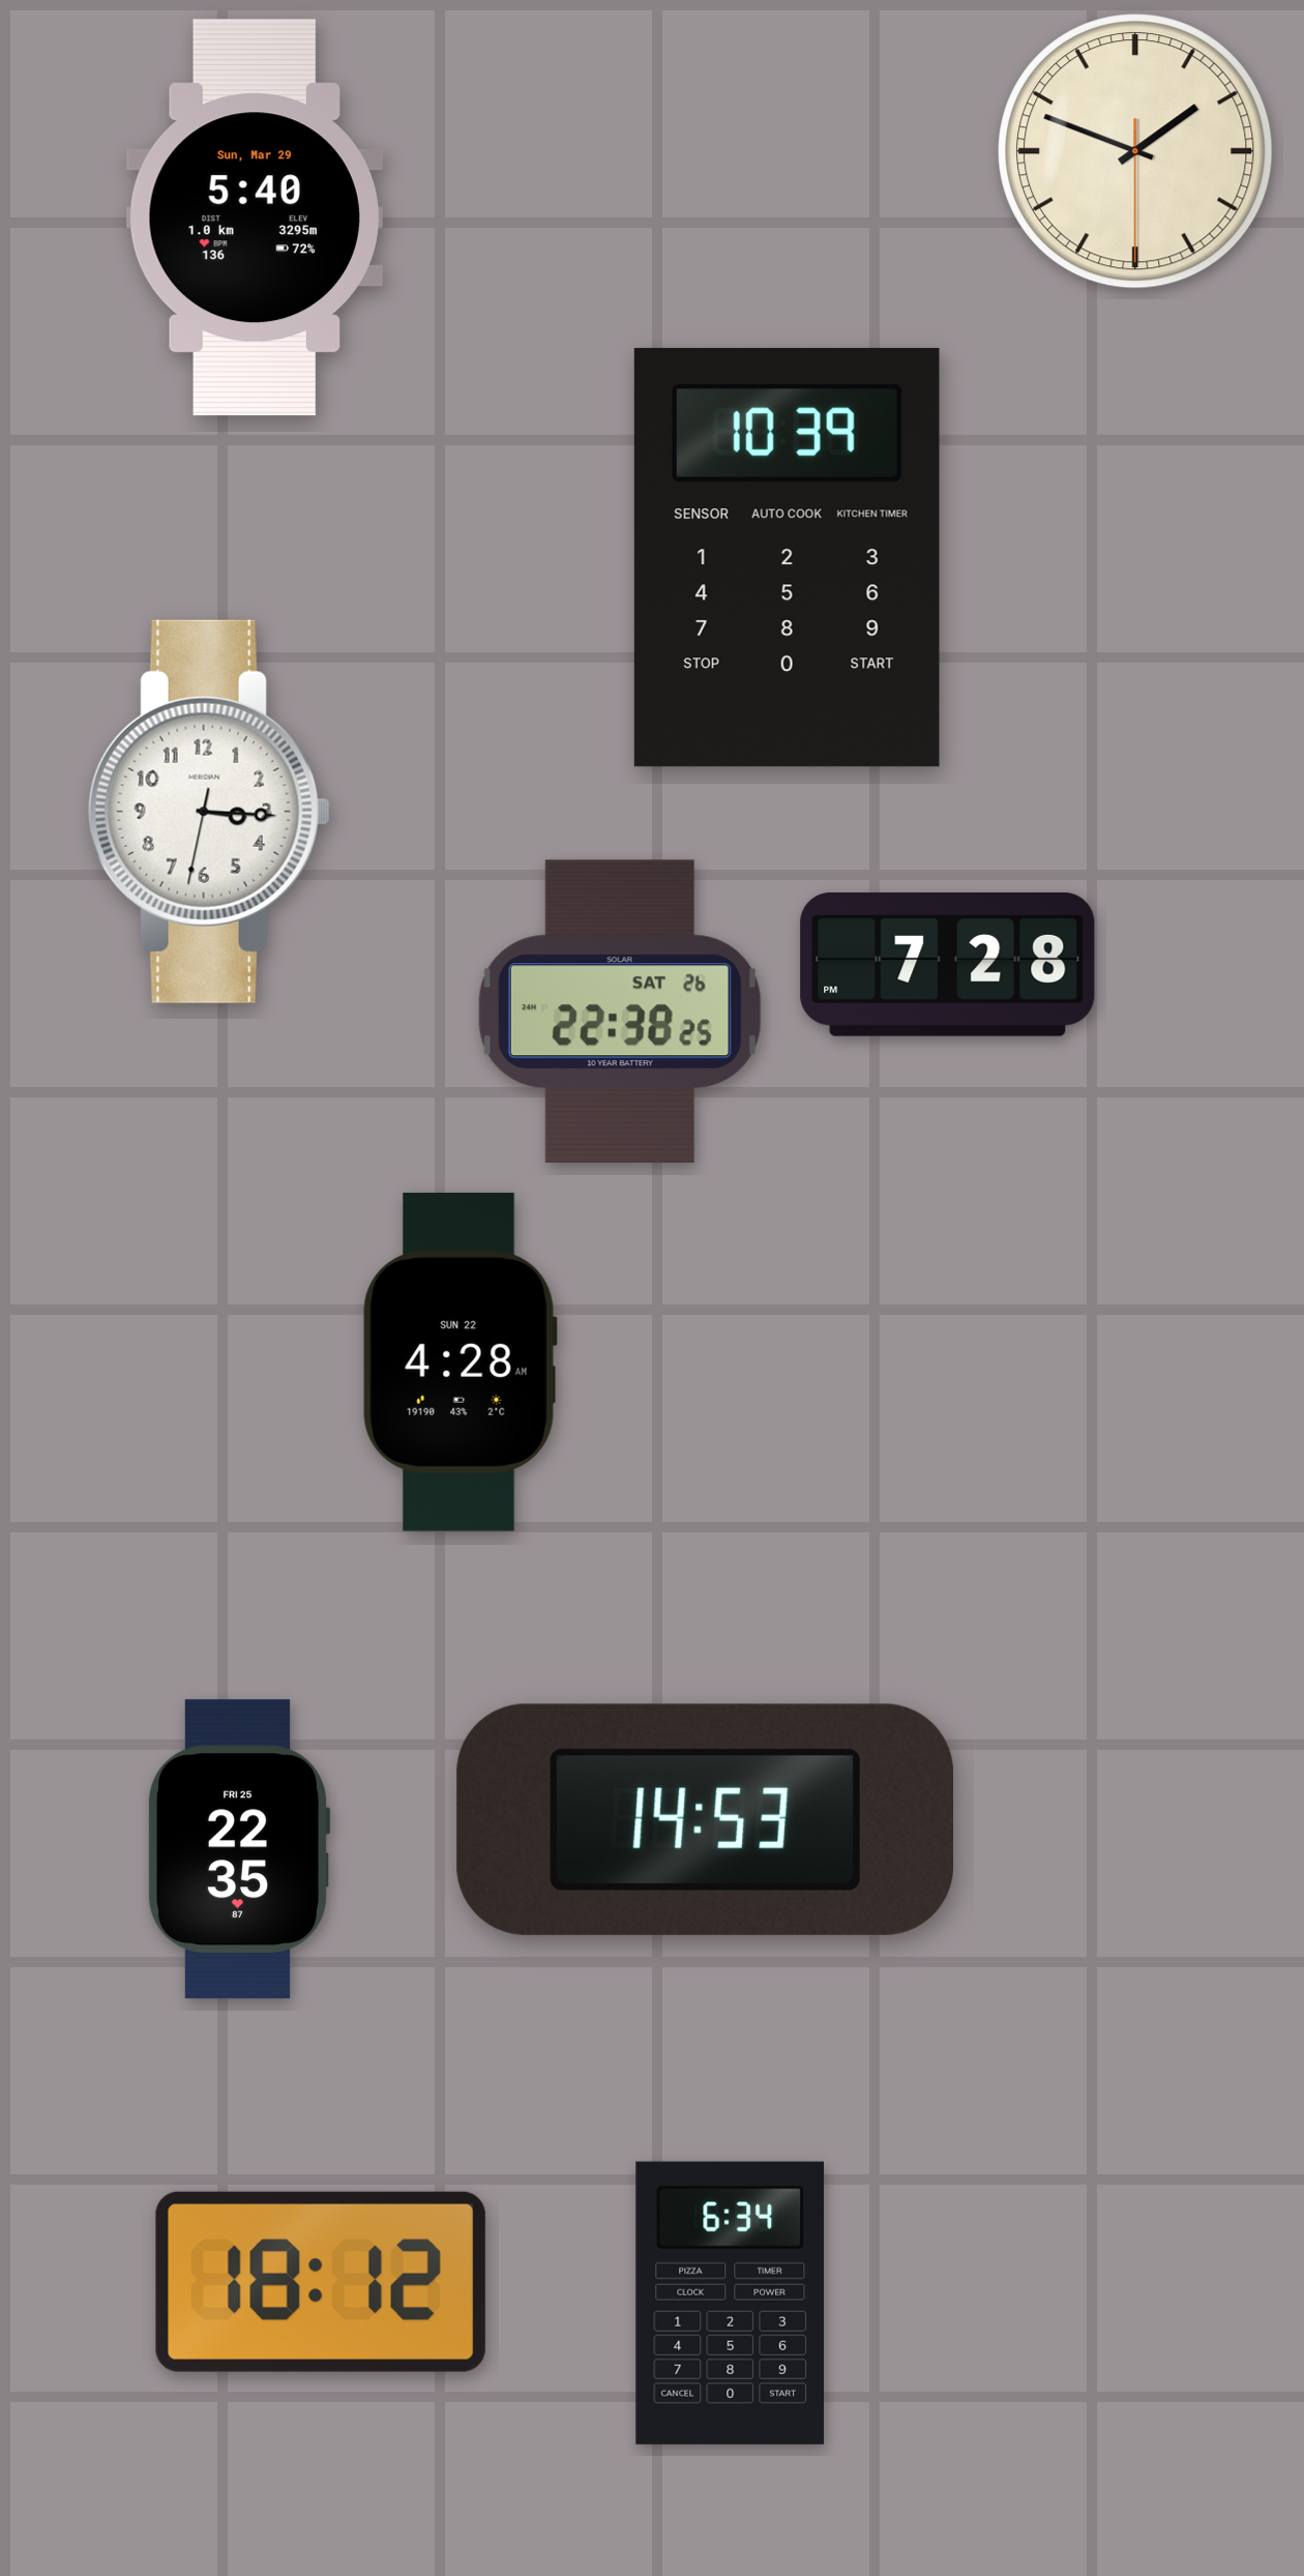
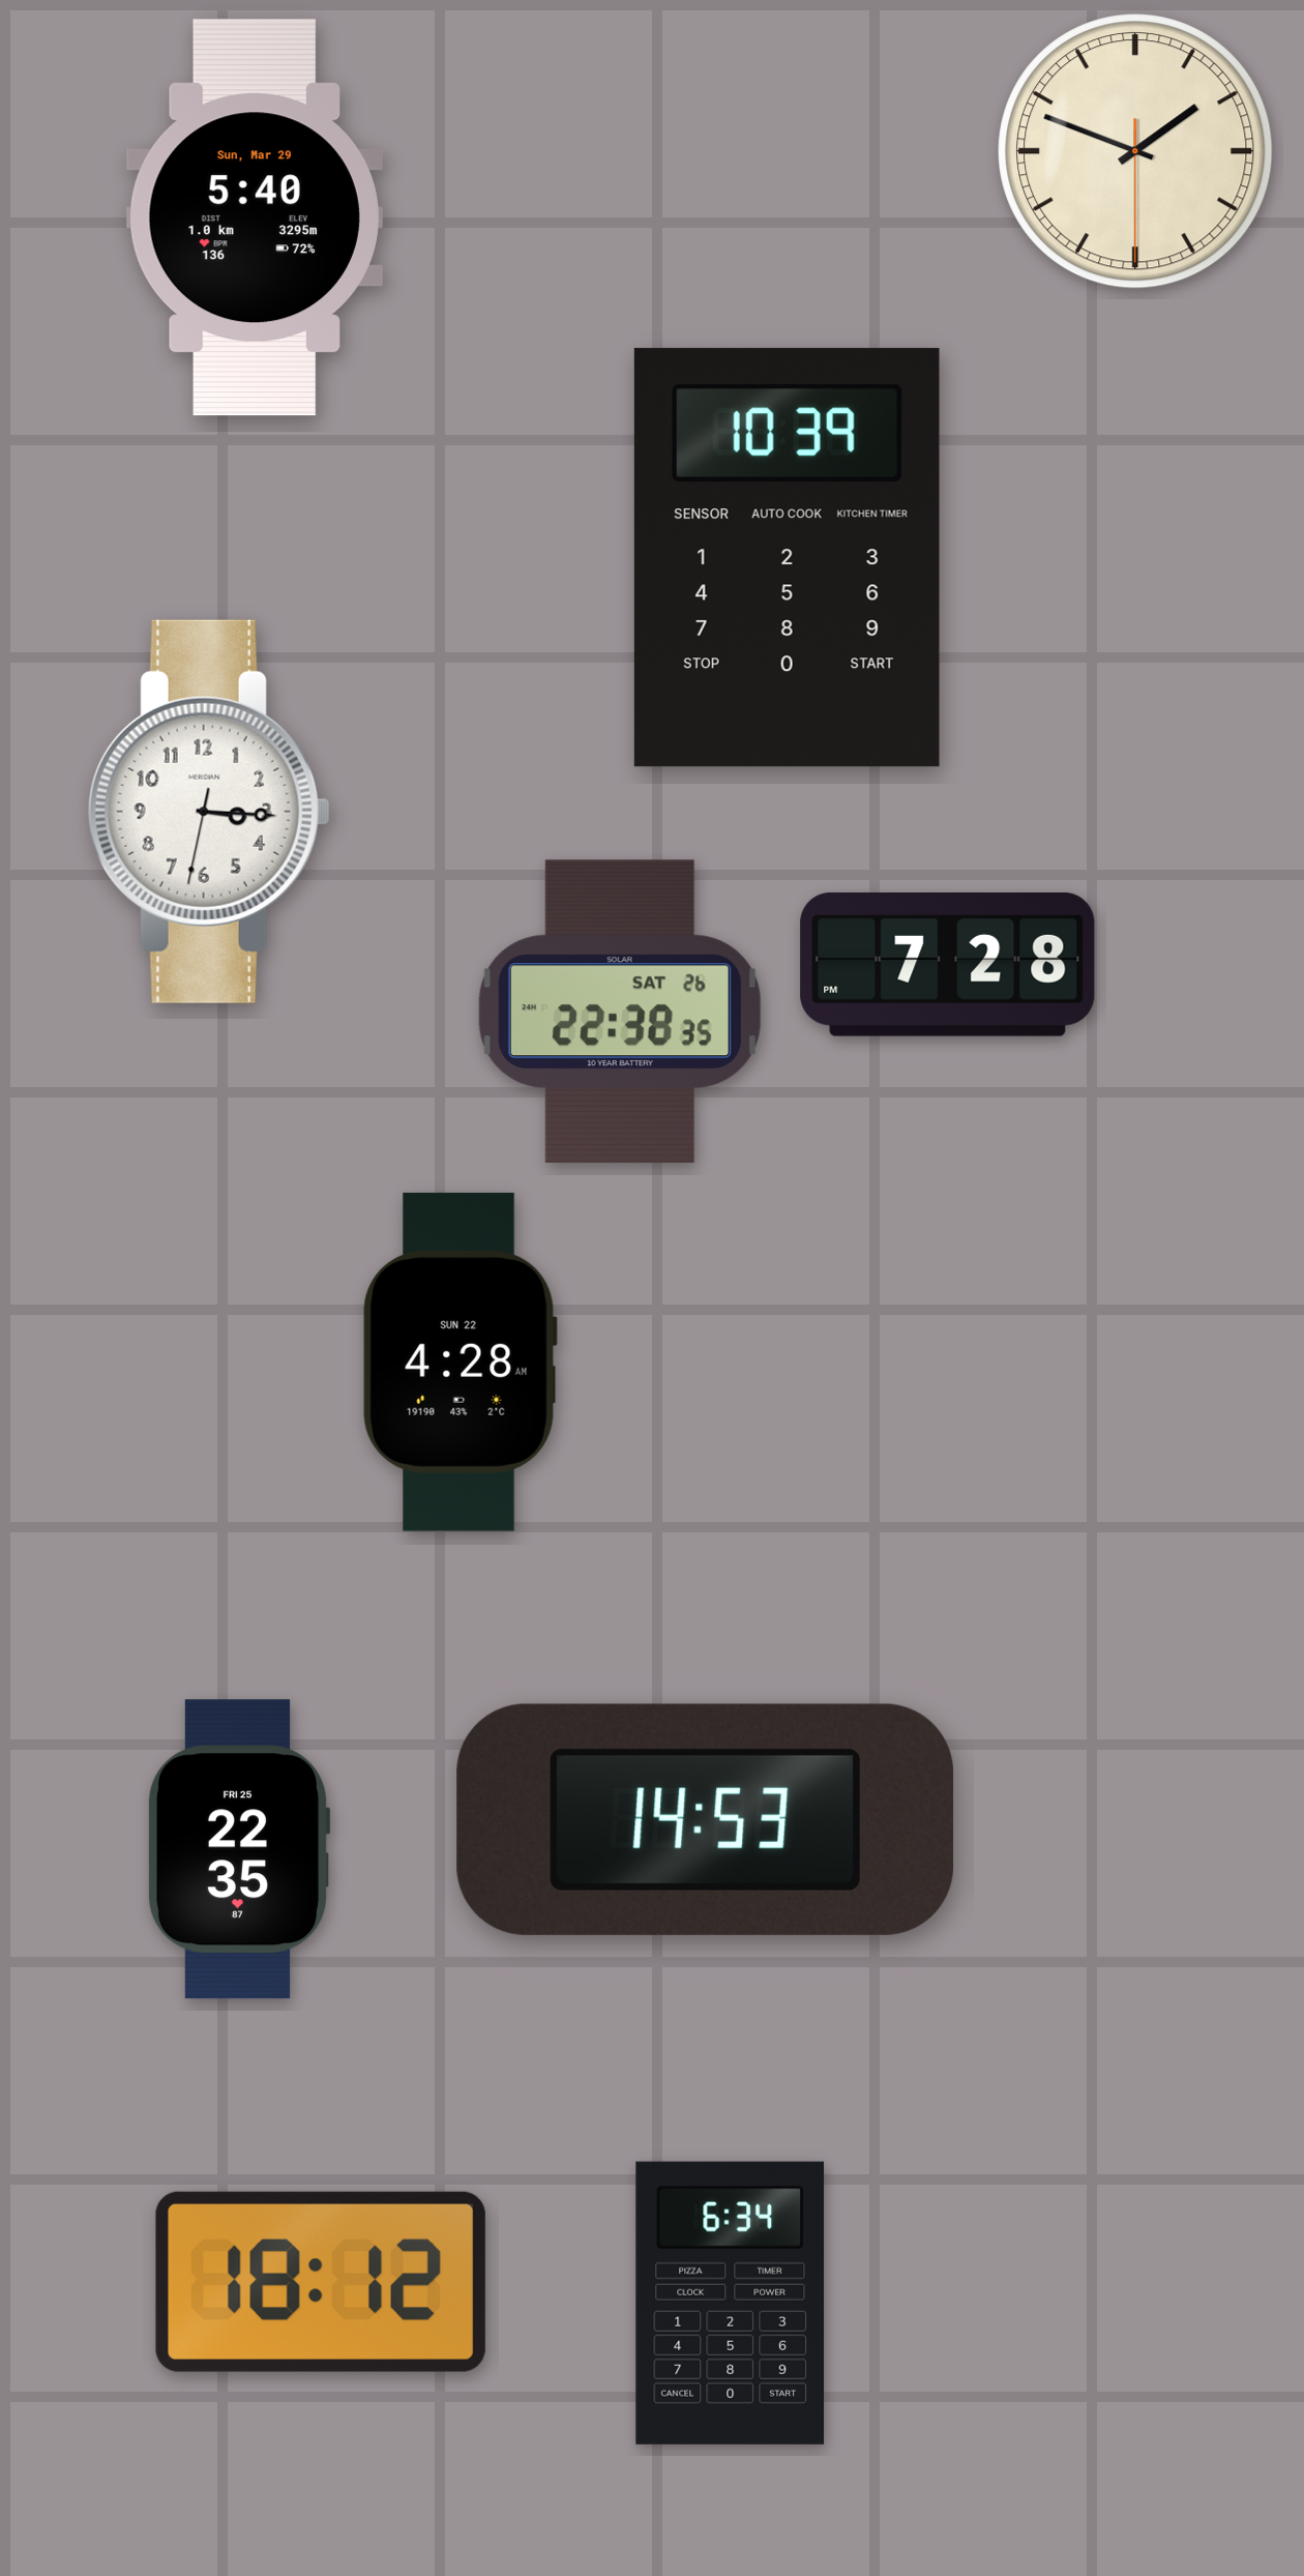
clock at (620, 1012): 22:38:25 -> 22:38:35
